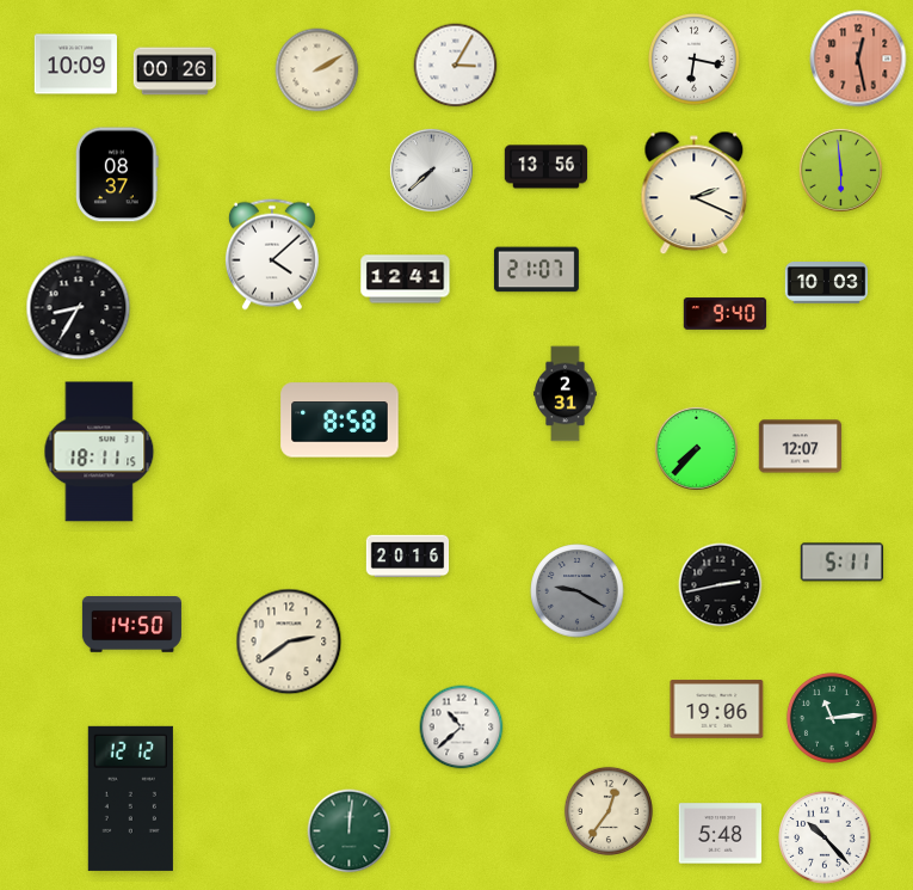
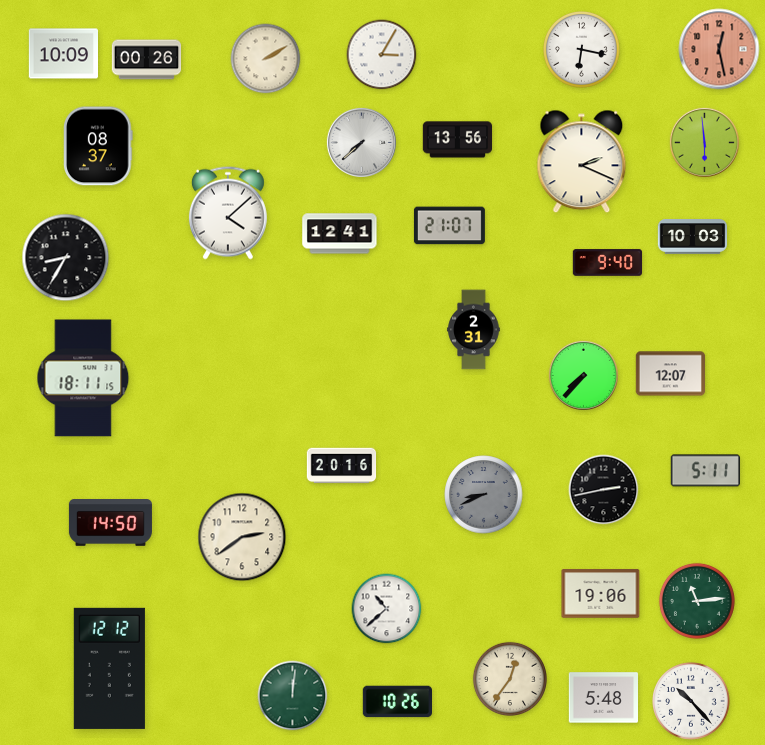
clock at (340, 421): 8:58 -> none
clock at (578, 591): 9:20 -> 8:41
clock at (397, 702): none -> 10:26
